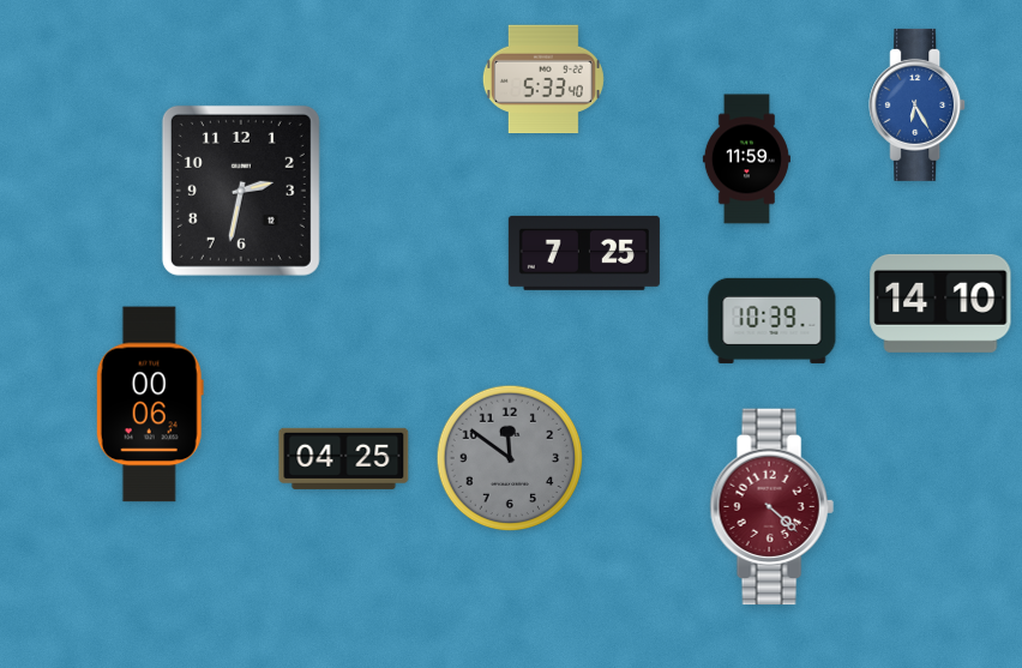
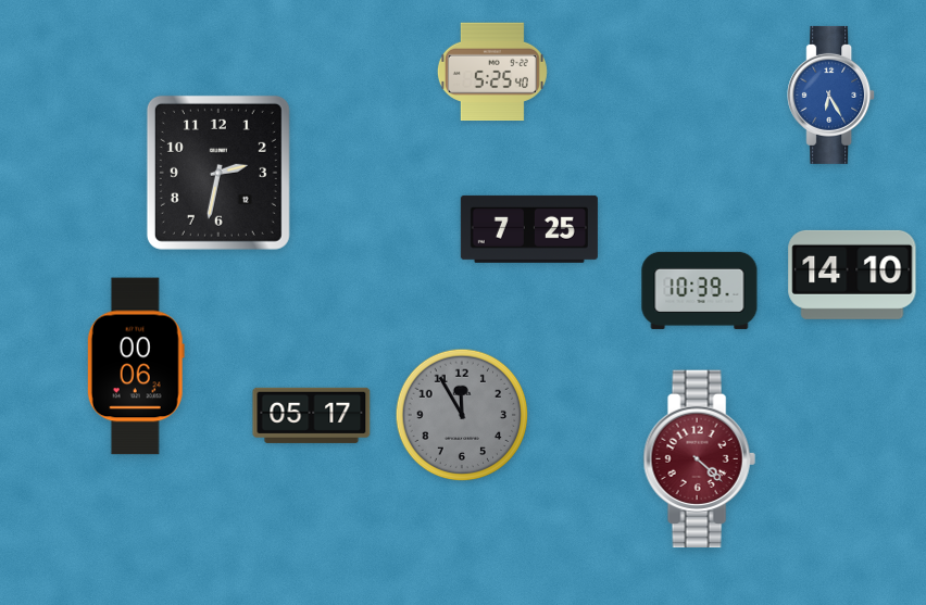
clock at (543, 79): 5:33 -> 5:25
clock at (746, 160): 11:59 -> none
clock at (344, 458): 04:25 -> 05:17
clock at (510, 458): 11:51 -> 11:55
